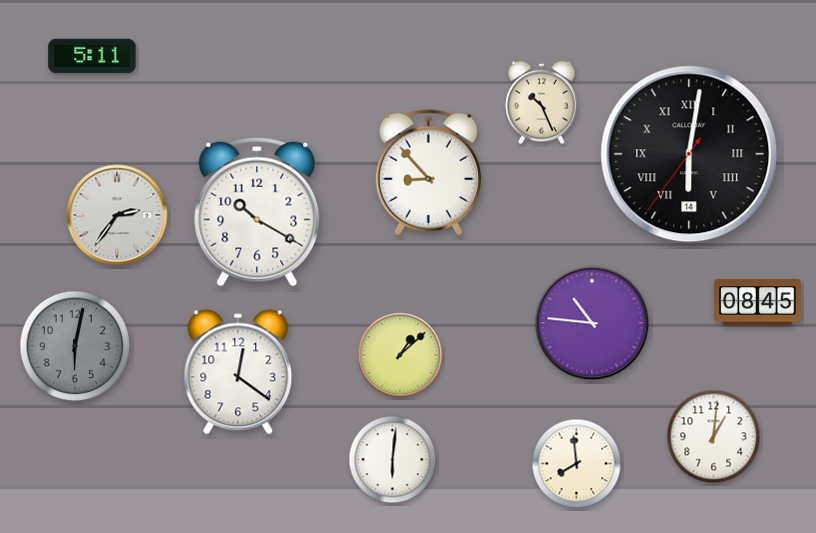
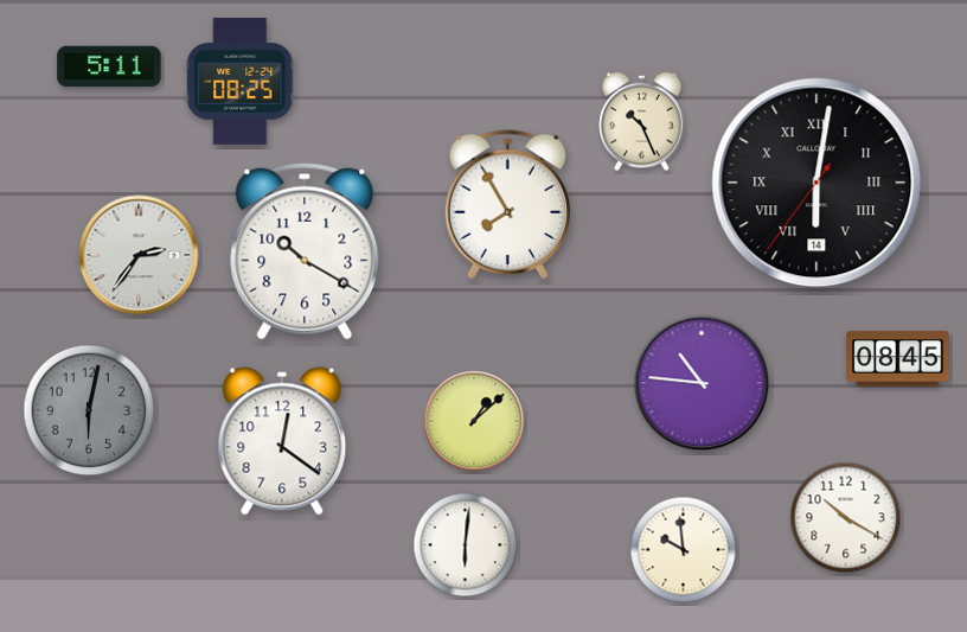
clock at (241, 82): none -> 08:25
clock at (428, 173): 8:53 -> 7:55
clock at (714, 437): 1:01 -> 10:20
clock at (577, 464): 7:59 -> 9:59
